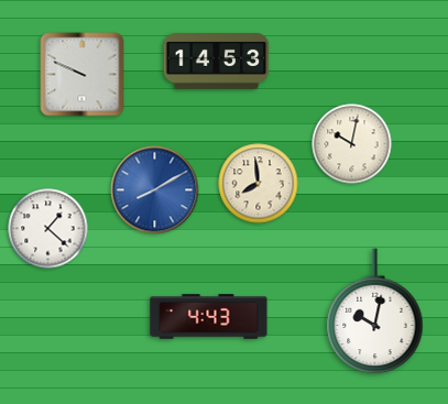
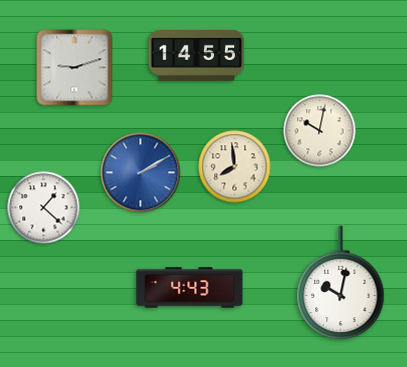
clock at (217, 62): 14:53 -> 14:55
clock at (83, 75): 9:49 -> 9:12
clock at (155, 190): 8:10 -> 2:10
